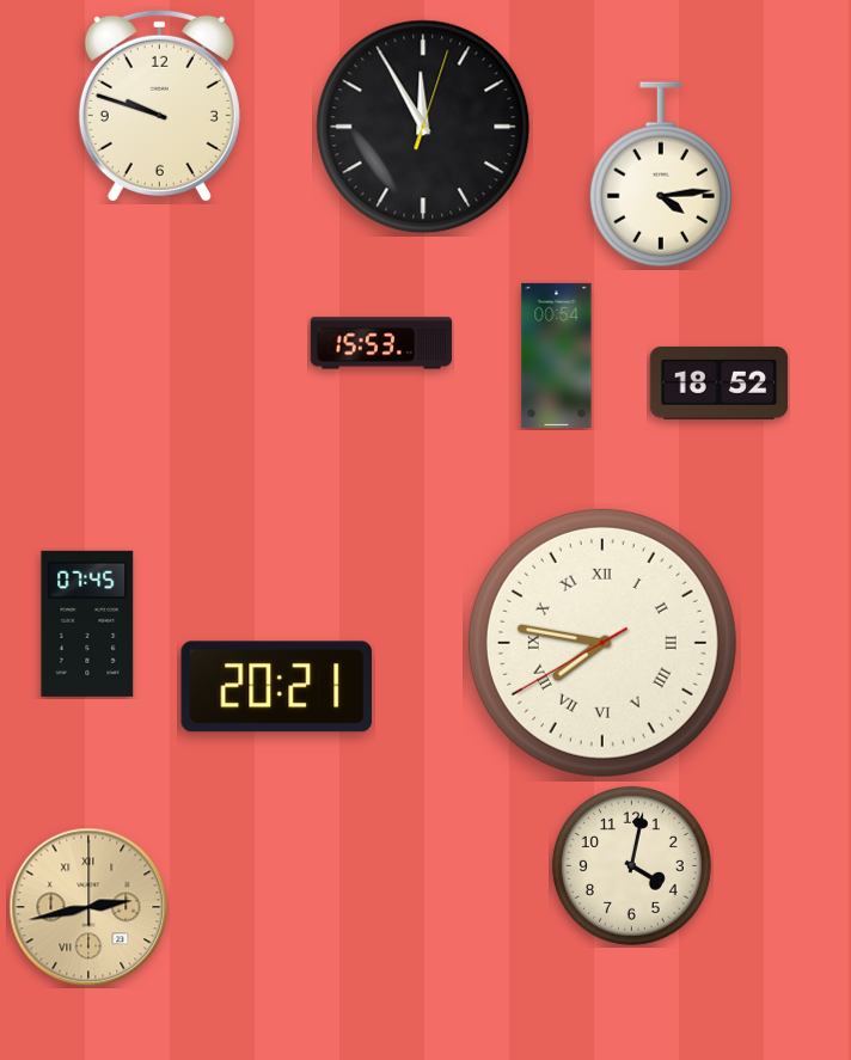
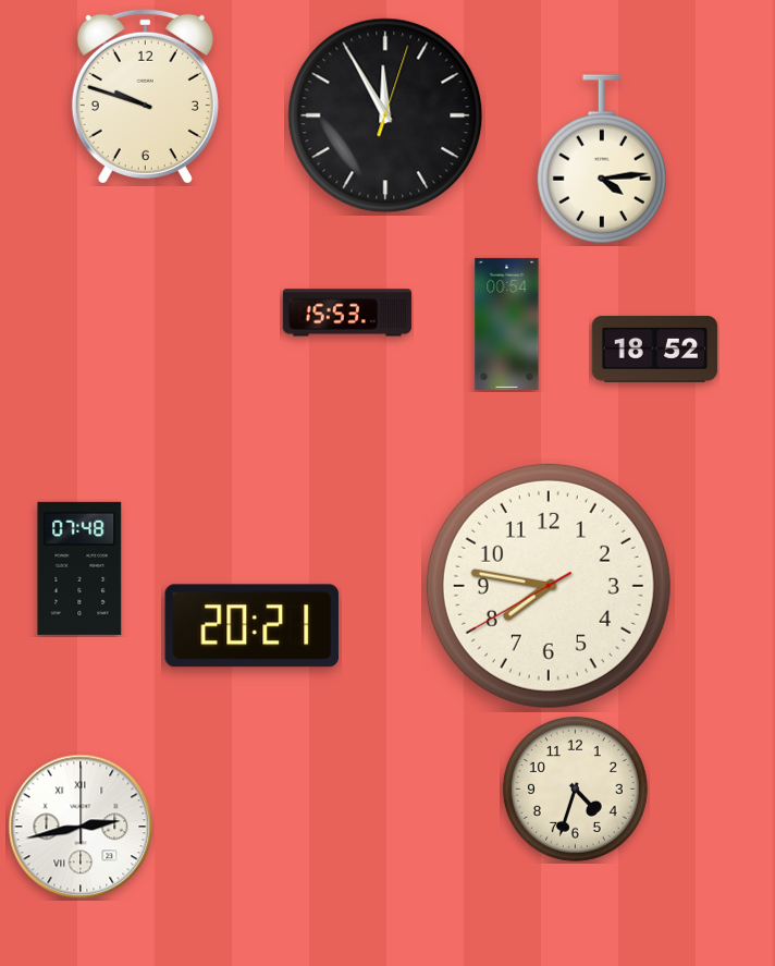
clock at (87, 624): 07:45 -> 07:48
clock at (602, 643) numerals: Roman -> Arabic
clock at (631, 865): 4:02 -> 4:33
clock at (88, 907) dial: champagne -> white
